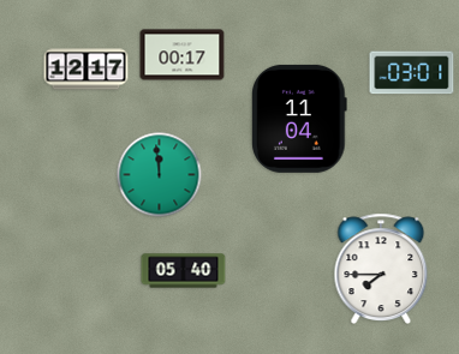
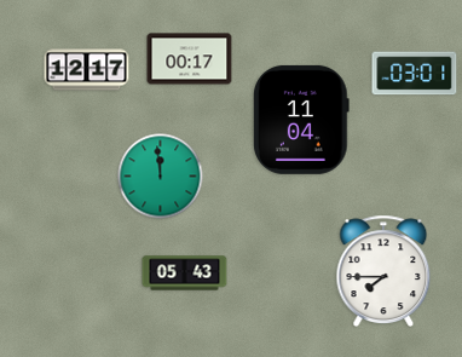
clock at (183, 55) position: (183, 55) -> (190, 59)
clock at (184, 271): 05:40 -> 05:43
